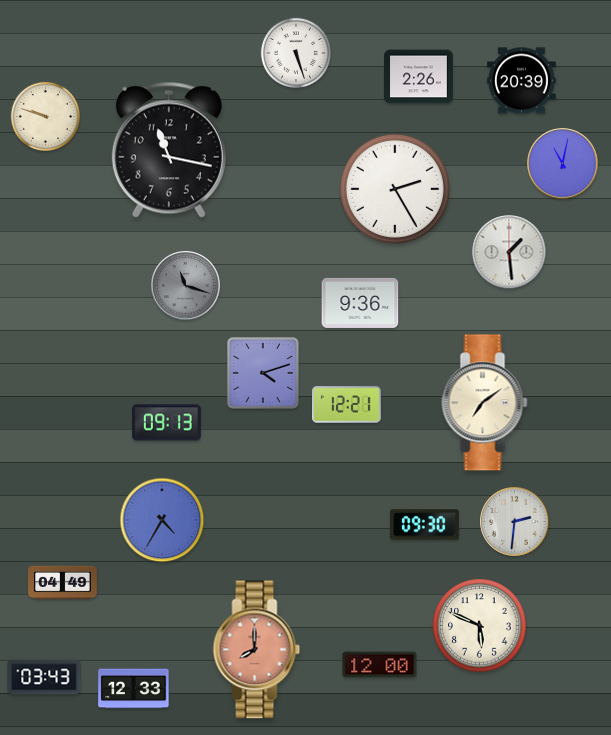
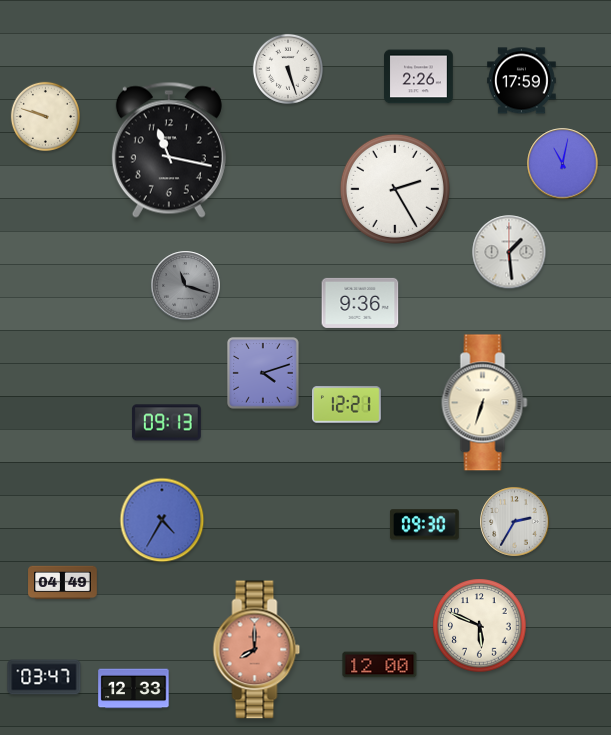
clock at (296, 53) position: (296, 53) -> (288, 69)
clock at (522, 81): 20:39 -> 17:59
clock at (485, 403): 7:09 -> 6:33
clock at (515, 522): 2:31 -> 2:35
clock at (44, 677): 03:43 -> 03:47
